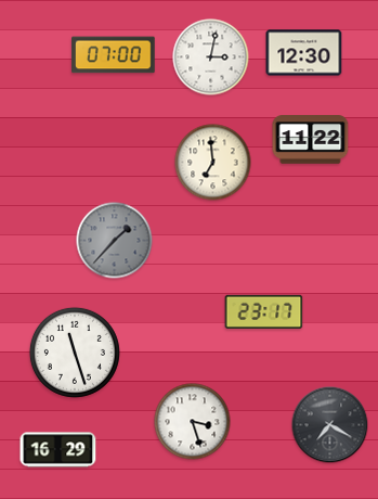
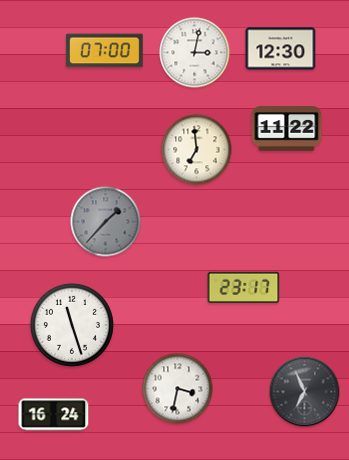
clock at (75, 353) position: (75, 353) -> (72, 325)
clock at (193, 422): 3:27 -> 3:32
clock at (330, 425): 7:20 -> 6:56
clock at (58, 450): 16:29 -> 16:24
